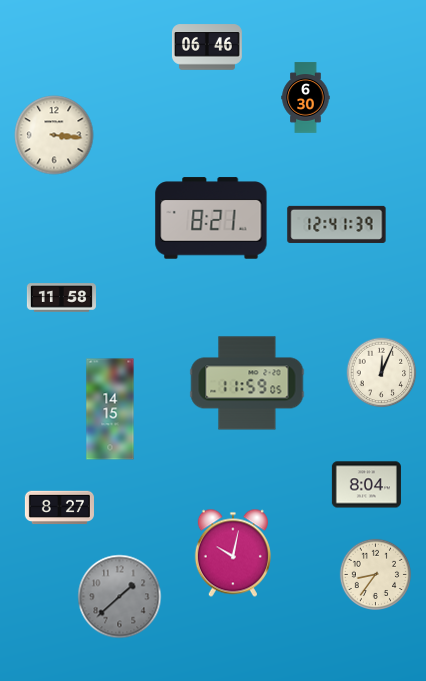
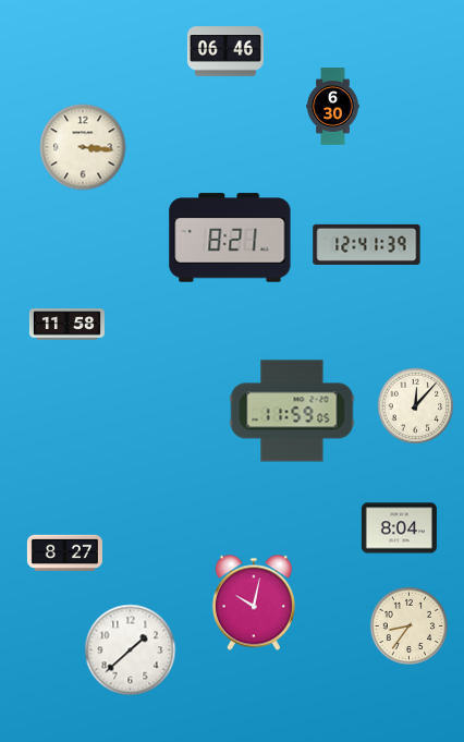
clock at (54, 135) position: (54, 135) -> (83, 147)
clock at (382, 373): 12:04 -> 12:07
clock at (247, 383) position: (247, 383) -> (292, 411)
clock at (110, 409): 14:15 -> none
clock at (120, 597) dial: grey -> white
